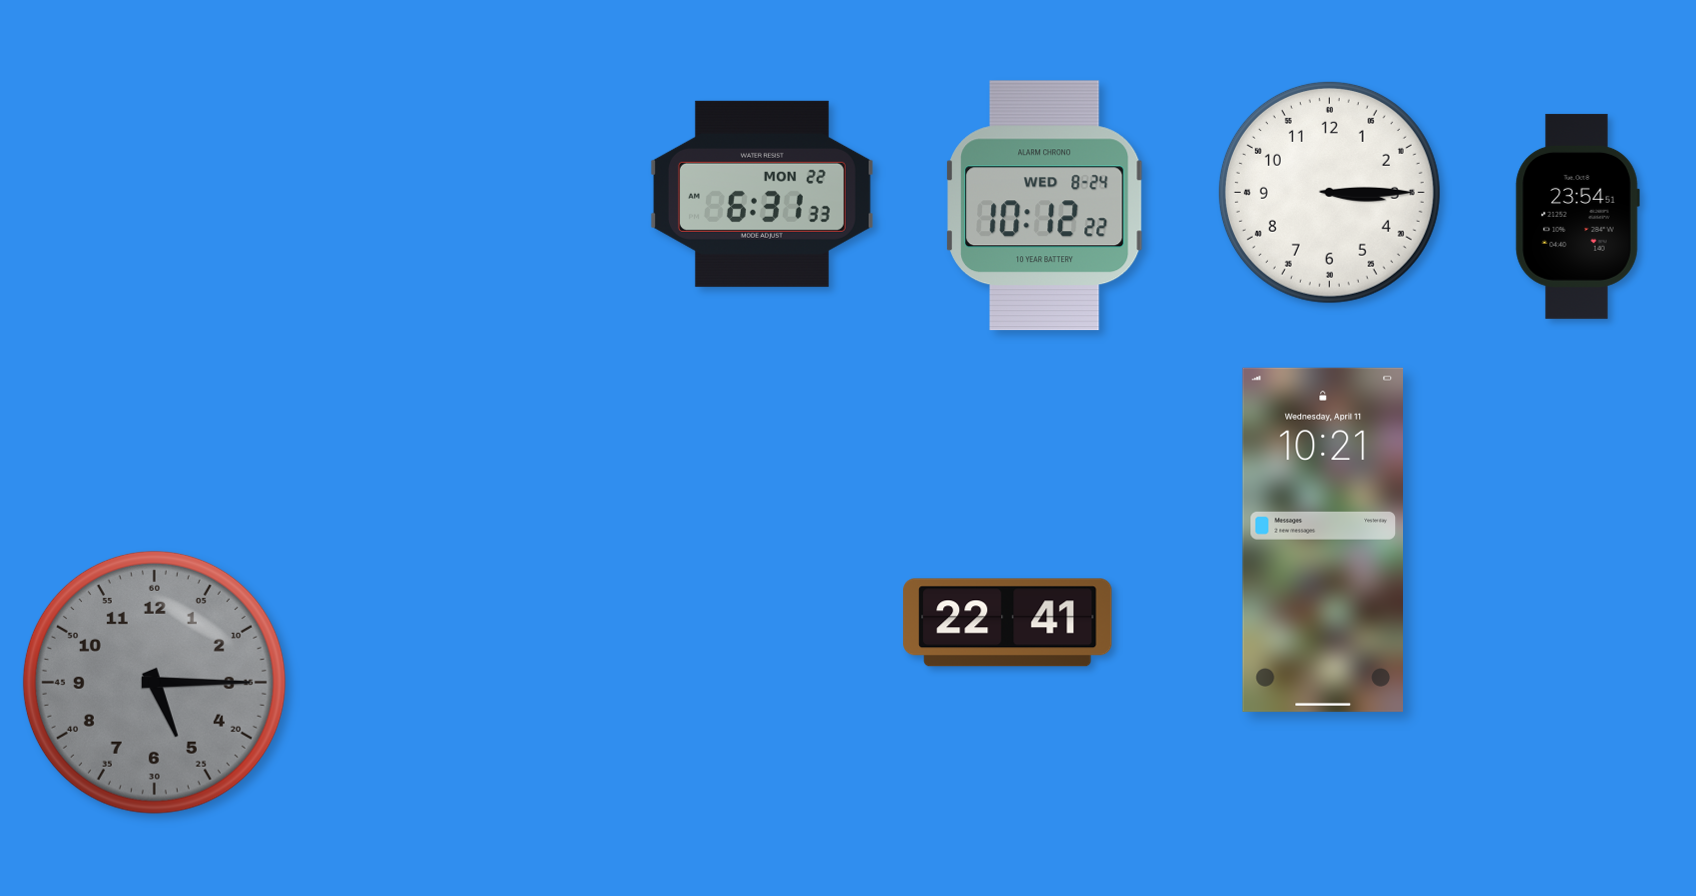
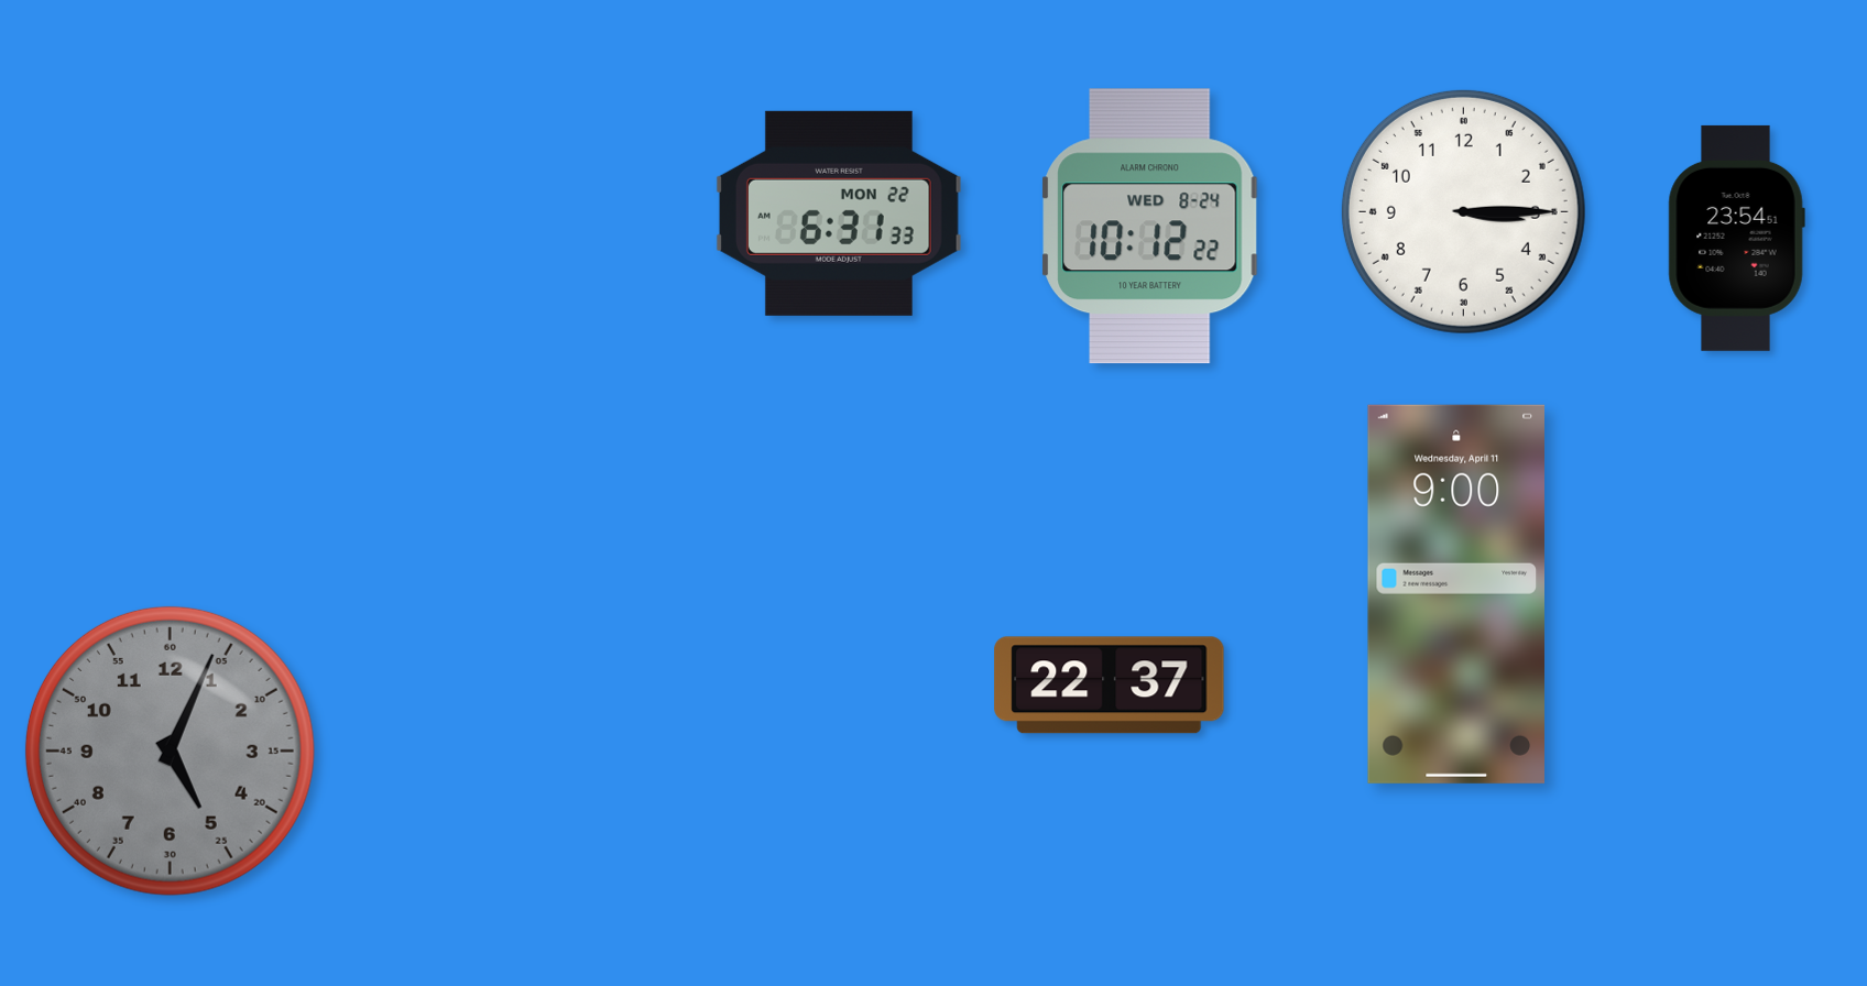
clock at (1322, 540): 10:21 -> 9:00
clock at (1008, 623): 22:41 -> 22:37
clock at (154, 682): 5:15 -> 5:04
